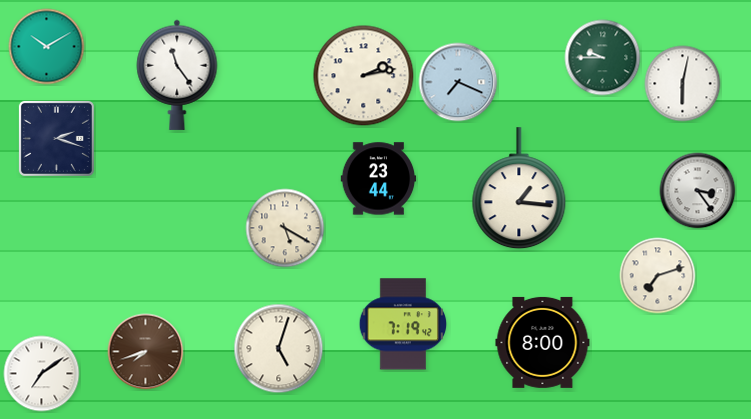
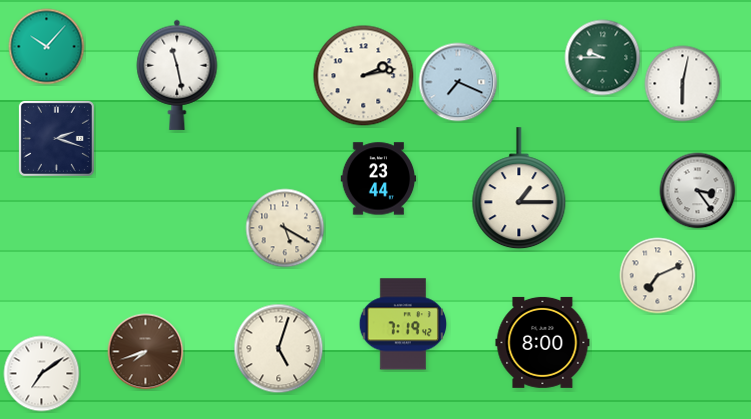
clock at (47, 47): 10:10 -> 10:07
clock at (177, 75): 11:24 -> 11:28
clock at (519, 189): 1:16 -> 1:15
clock at (658, 276): 7:12 -> 7:11
